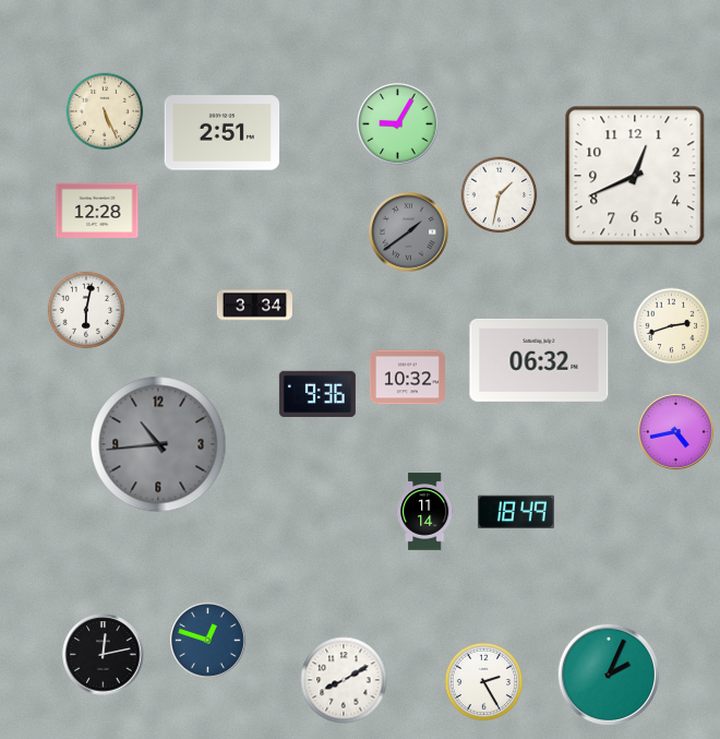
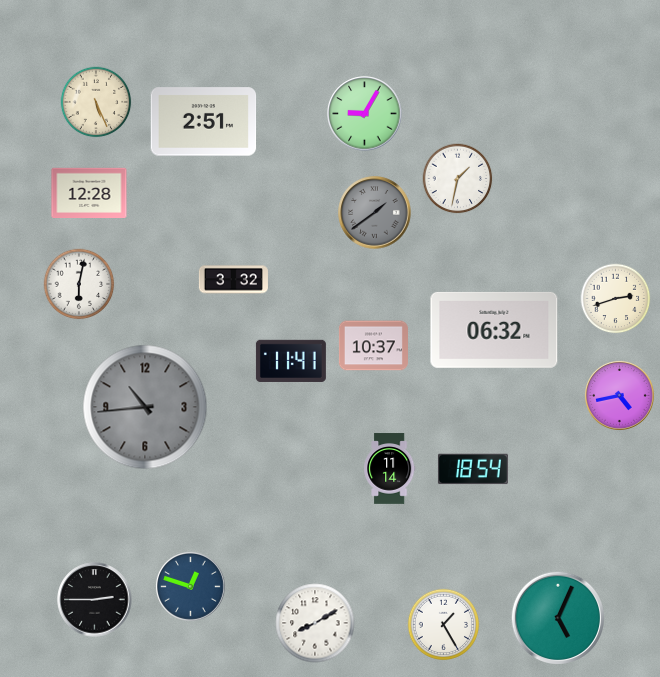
clock at (635, 176): 12:41 -> none
clock at (254, 306): 3:34 -> 3:32
clock at (407, 378): 10:32 -> 10:37
clock at (317, 394): 9:36 -> 11:41
clock at (516, 512): 18:49 -> 18:54
clock at (104, 655): 12:13 -> 2:45
clock at (608, 674): 2:04 -> 5:04
clock at (484, 682): 2:25 -> 1:25
